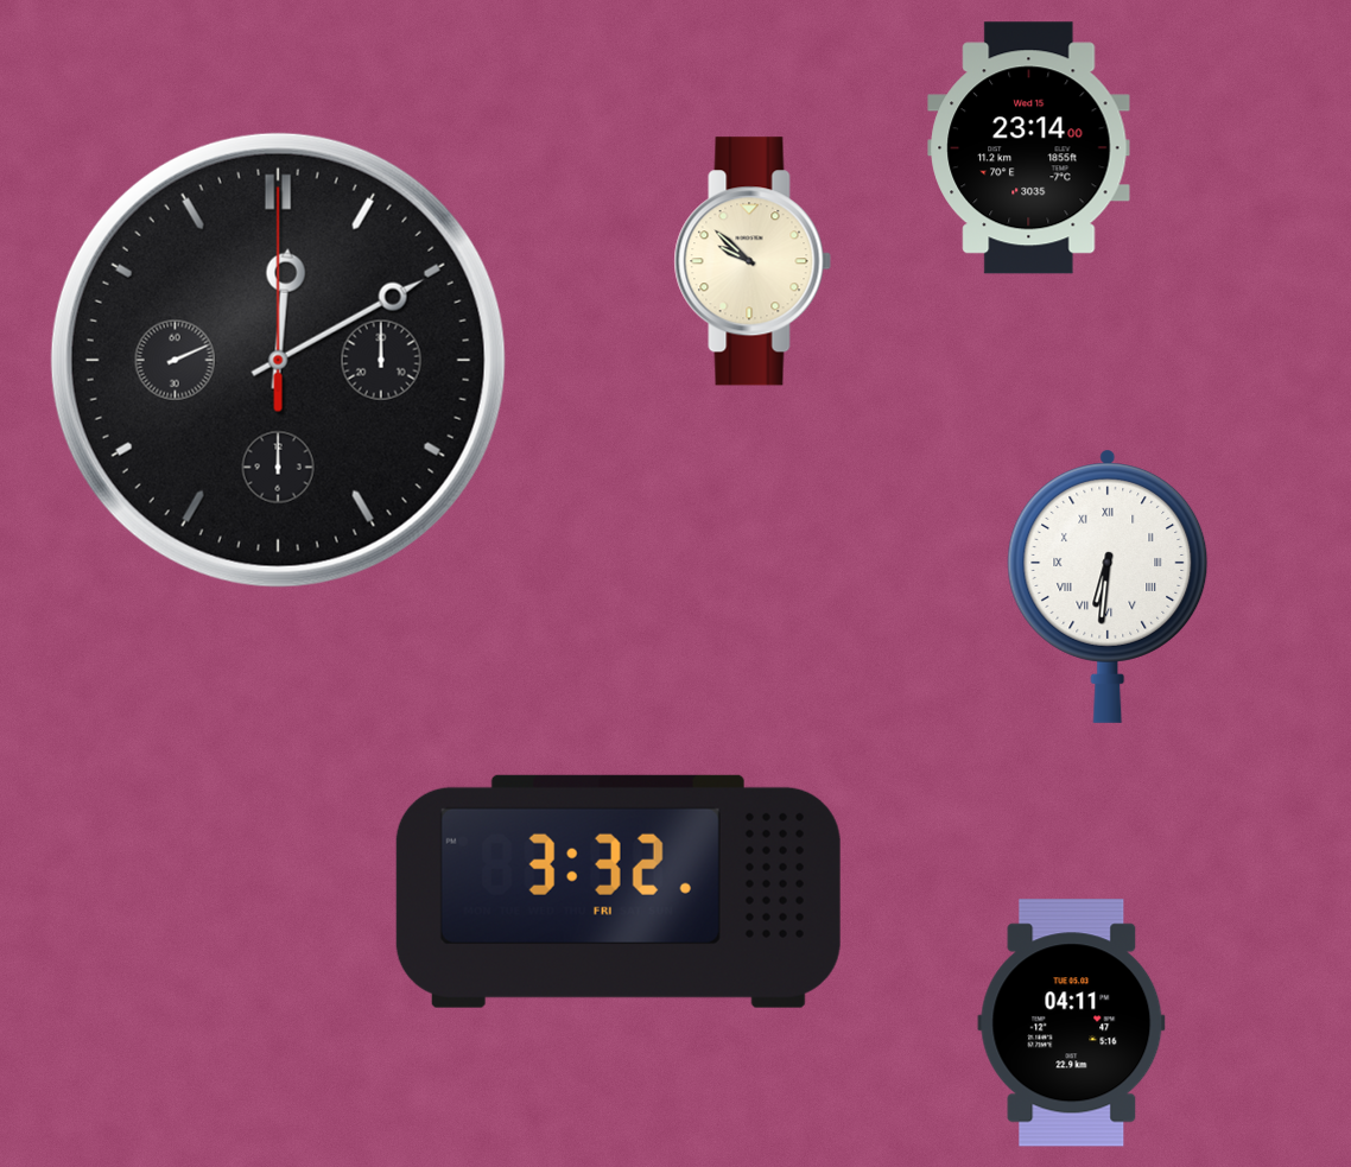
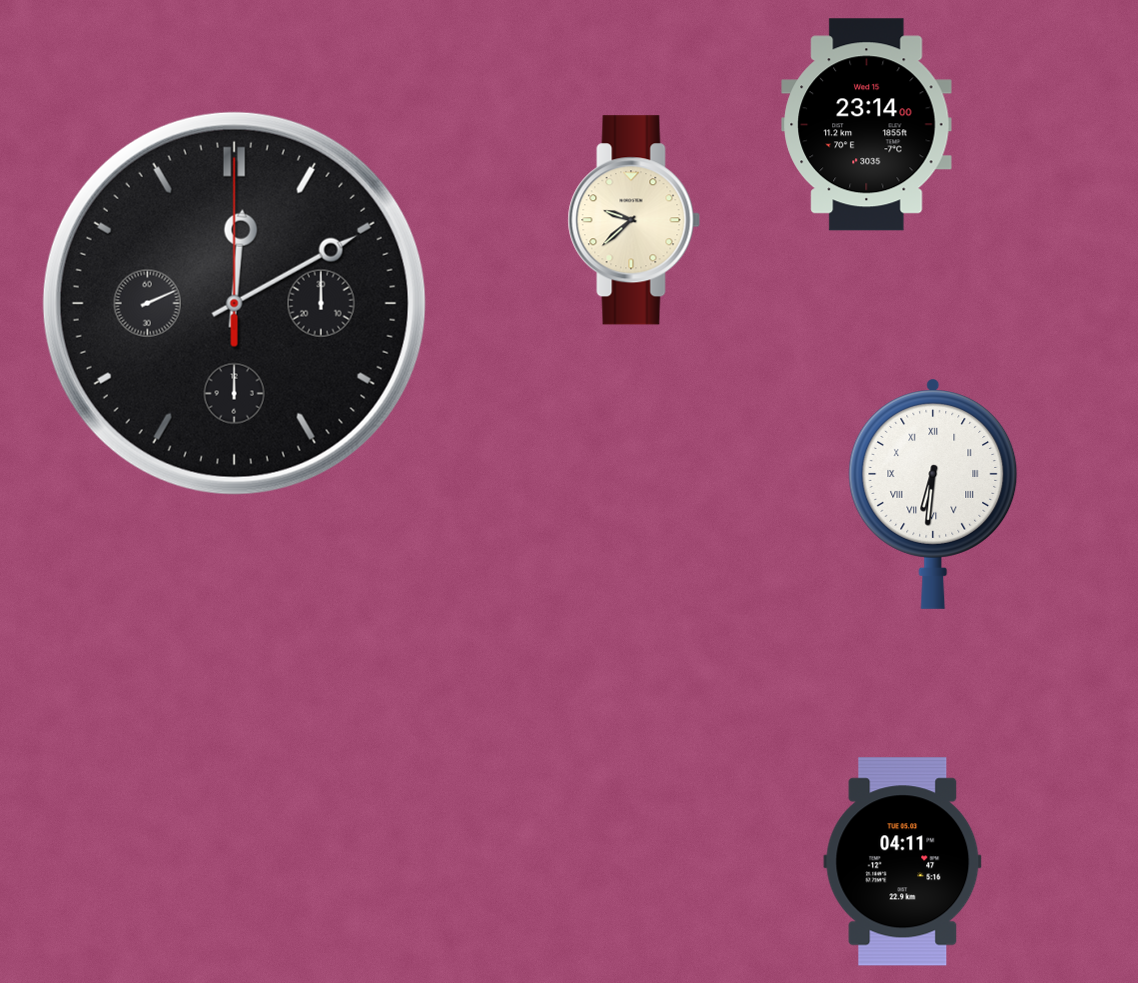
clock at (753, 261): 9:52 -> 9:38
clock at (619, 892): 3:32 -> none
